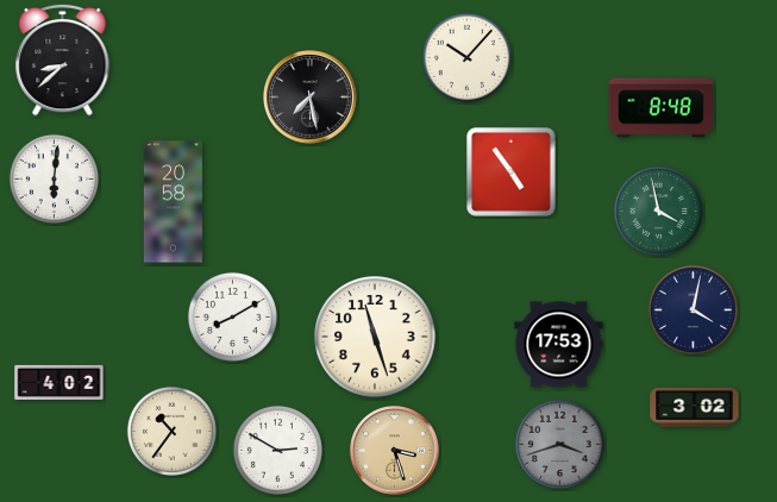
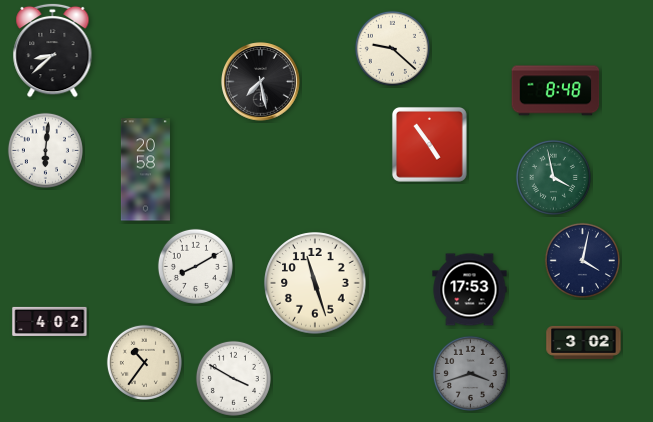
clock at (466, 57): 10:07 -> 9:22
clock at (277, 450): 2:50 -> 3:50
clock at (395, 451): 3:27 -> none
